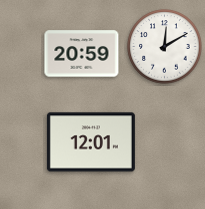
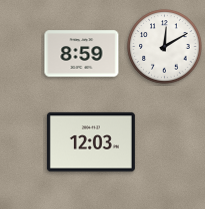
clock at (82, 54): 20:59 -> 8:59
clock at (91, 142): 12:01 -> 12:03
